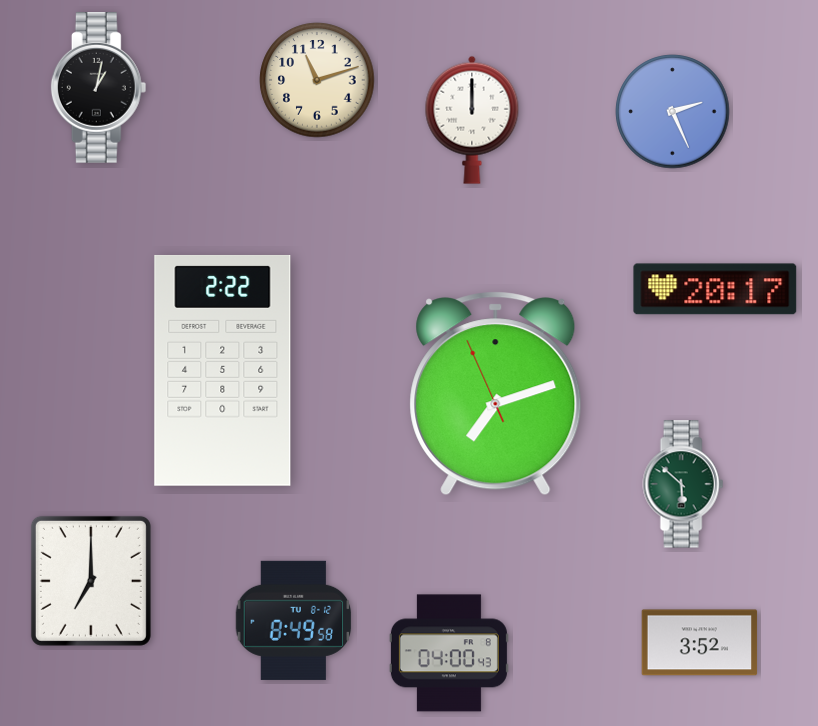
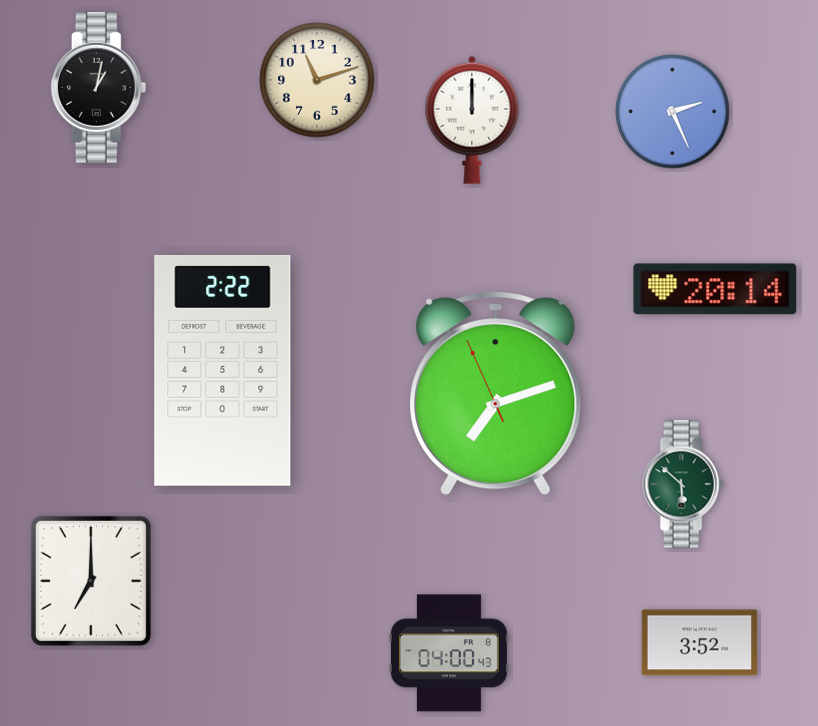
clock at (715, 289): 20:17 -> 20:14
clock at (294, 620): 8:49 -> none
